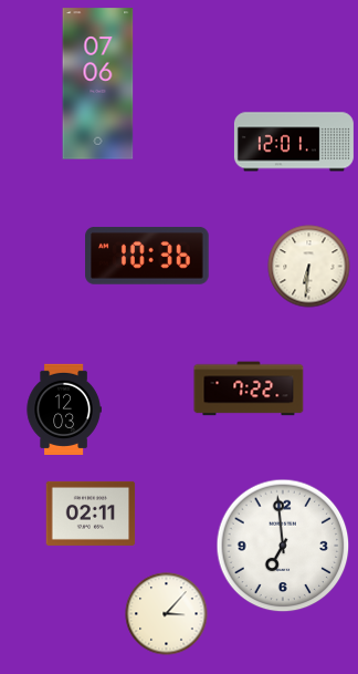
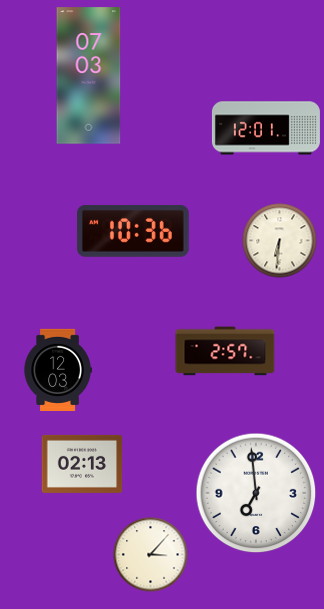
clock at (98, 84): 07:06 -> 07:03
clock at (249, 388): 7:22 -> 2:57
clock at (91, 514): 02:11 -> 02:13
